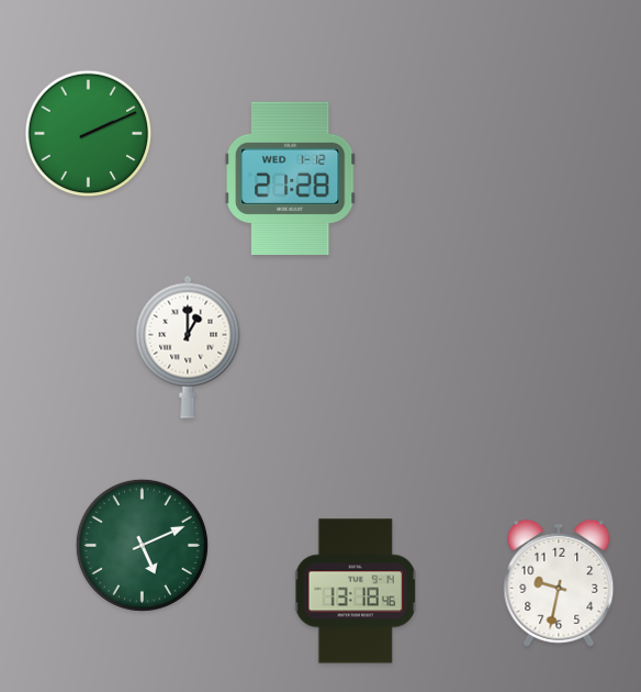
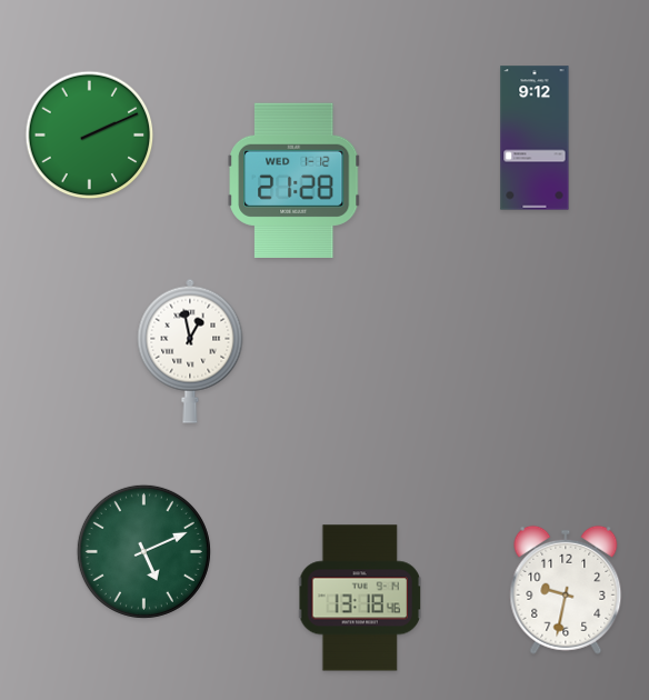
clock at (535, 138): none -> 9:12
clock at (188, 347): 1:00 -> 12:58
